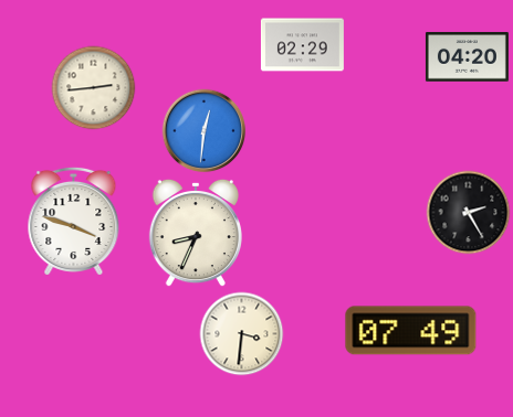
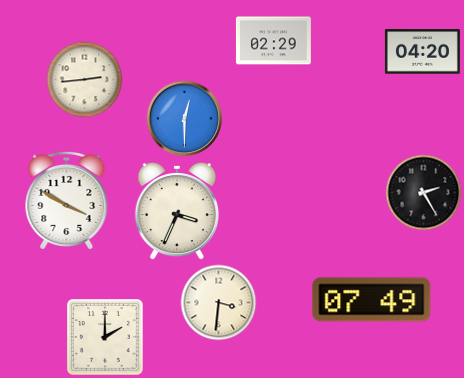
clock at (205, 131): 12:31 -> 12:30
clock at (74, 221): 3:48 -> 3:50
clock at (196, 233): 8:34 -> 3:34
clock at (105, 337): none -> 2:00
